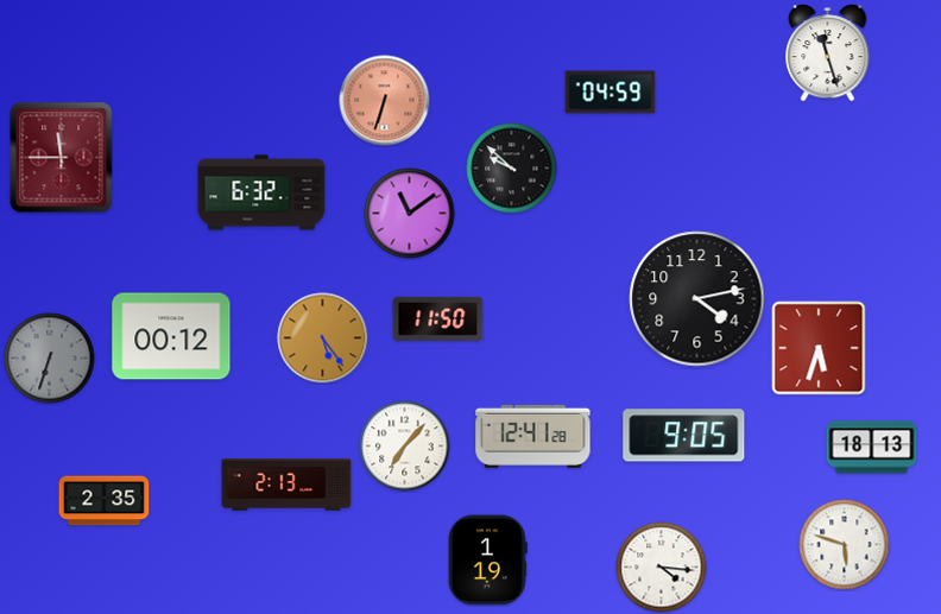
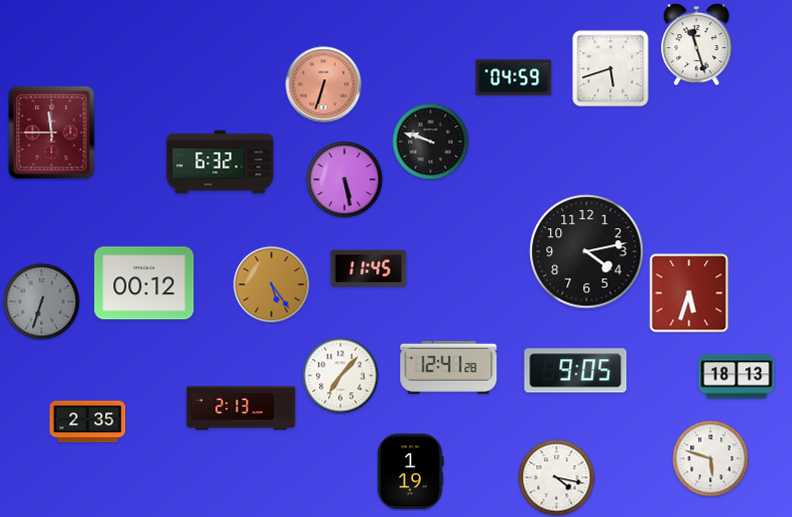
clock at (611, 69): none -> 5:42
clock at (512, 169): 9:52 -> 9:48
clock at (410, 214): 11:09 -> 5:28
clock at (438, 318): 11:50 -> 11:45
clock at (684, 436) position: (684, 436) -> (576, 371)
clock at (872, 448) position: (872, 448) -> (737, 377)
clock at (662, 568): 4:16 -> 4:17
